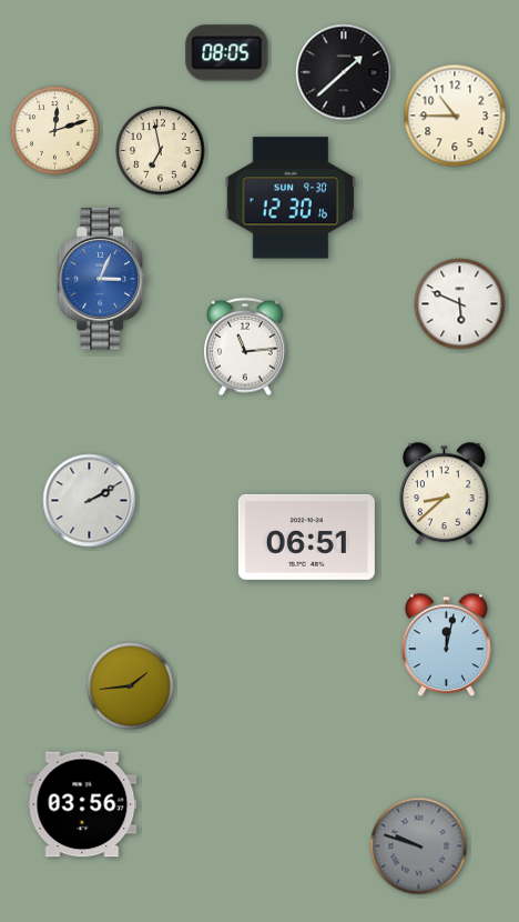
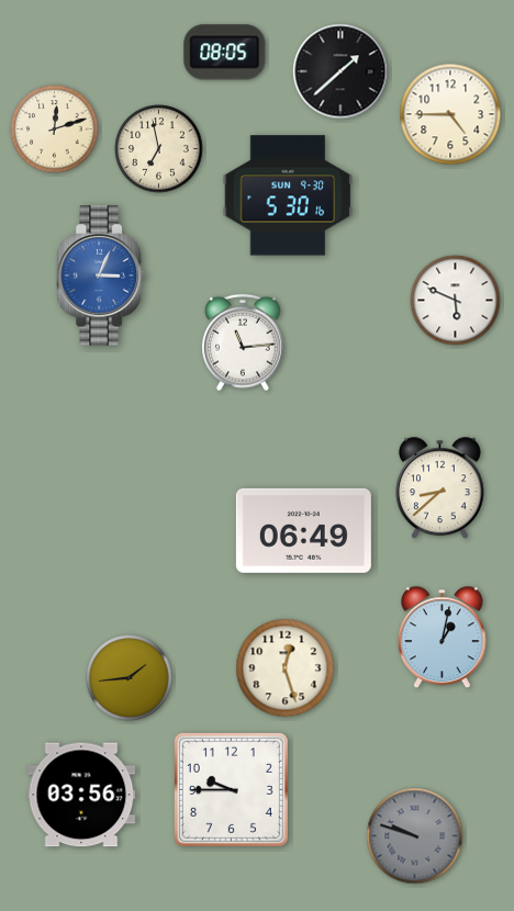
clock at (455, 116): 10:45 -> 4:45
clock at (291, 198): 12:30 -> 5:30
clock at (90, 501): 2:10 -> none
clock at (306, 537): 06:51 -> 06:49
clock at (446, 645): 12:02 -> 1:02
clock at (286, 668): none -> 12:27
clock at (231, 789): none -> 9:45
